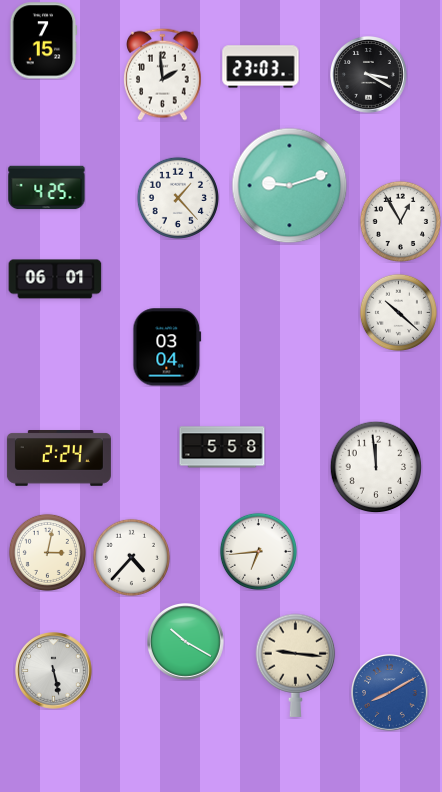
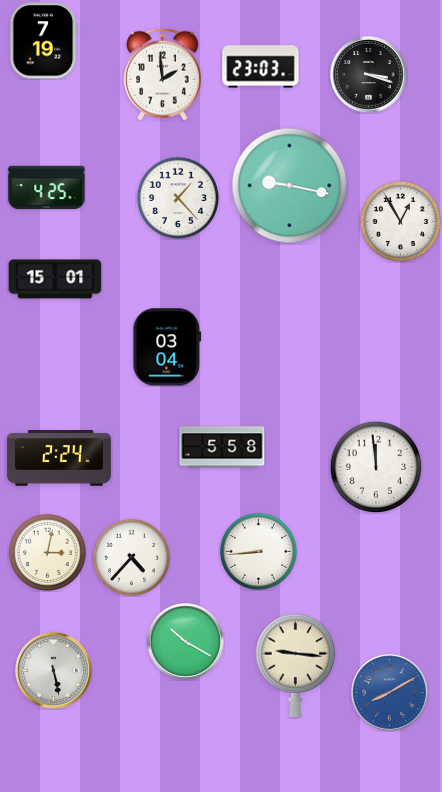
clock at (43, 41): 7:15 -> 7:19
clock at (369, 75): 3:20 -> 3:18
clock at (290, 186): 9:12 -> 9:17
clock at (55, 279): 06:01 -> 15:01
clock at (398, 312): 10:22 -> none
clock at (258, 551): 6:44 -> 8:44
